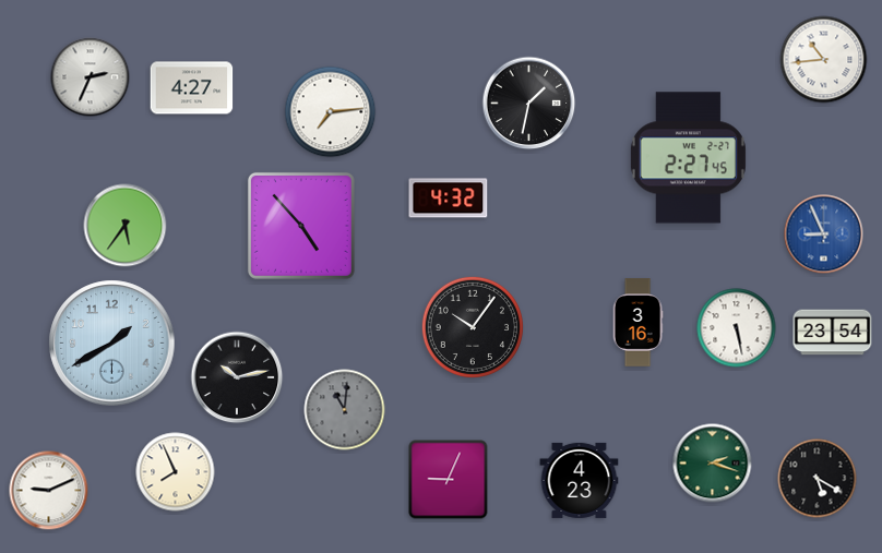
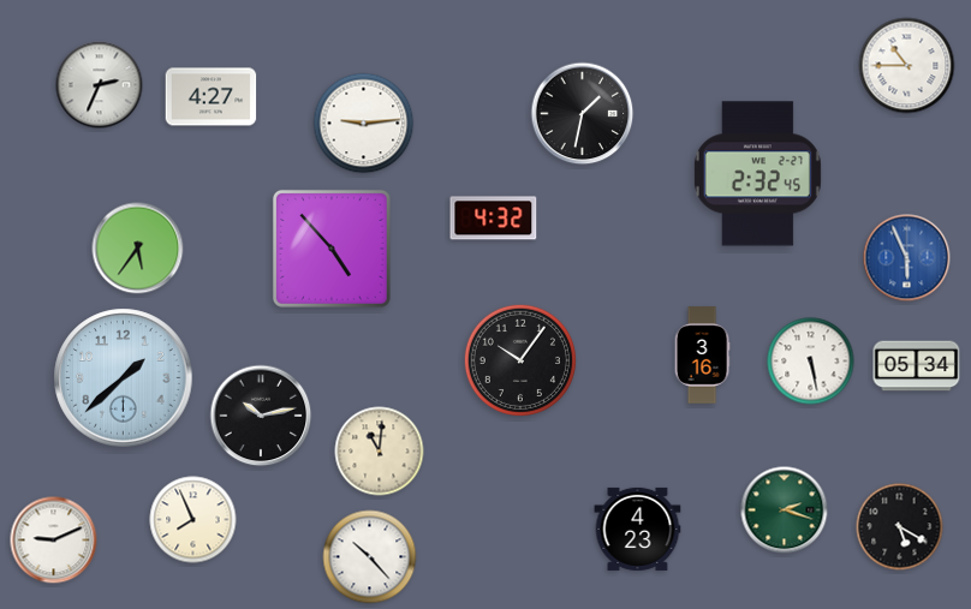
clock at (824, 60): 10:44 -> 10:45
clock at (331, 112): 7:14 -> 9:14
clock at (688, 158): 2:27 -> 2:32
clock at (824, 235): 8:56 -> 5:56
clock at (833, 333): 23:54 -> 05:34
clock at (112, 344): 1:40 -> 1:38
clock at (345, 410) dial: grey -> cream
clock at (449, 480): 9:04 -> none
clock at (370, 557): none -> 10:23
